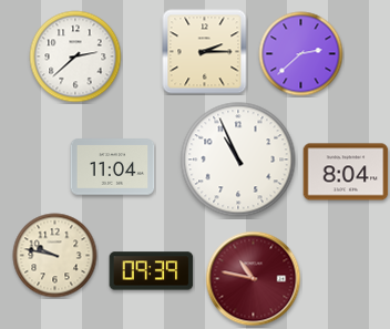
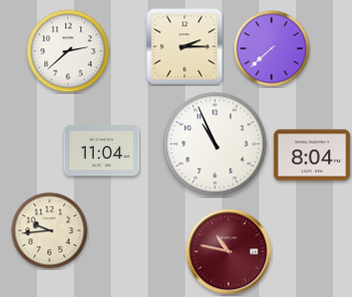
clock at (301, 54): 2:38 -> 7:38
clock at (55, 256): 9:47 -> 9:44
clock at (152, 271): 09:39 -> none
